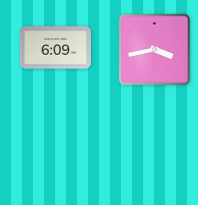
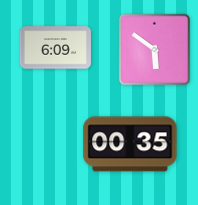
clock at (155, 50): 3:43 -> 5:51
clock at (130, 144): none -> 00:35
